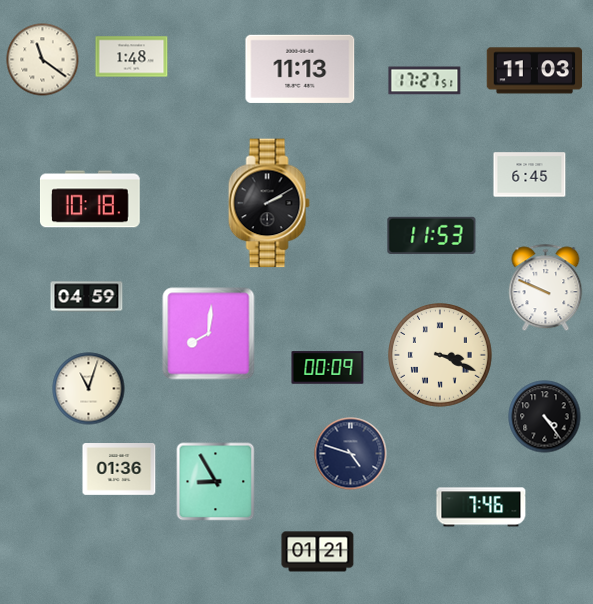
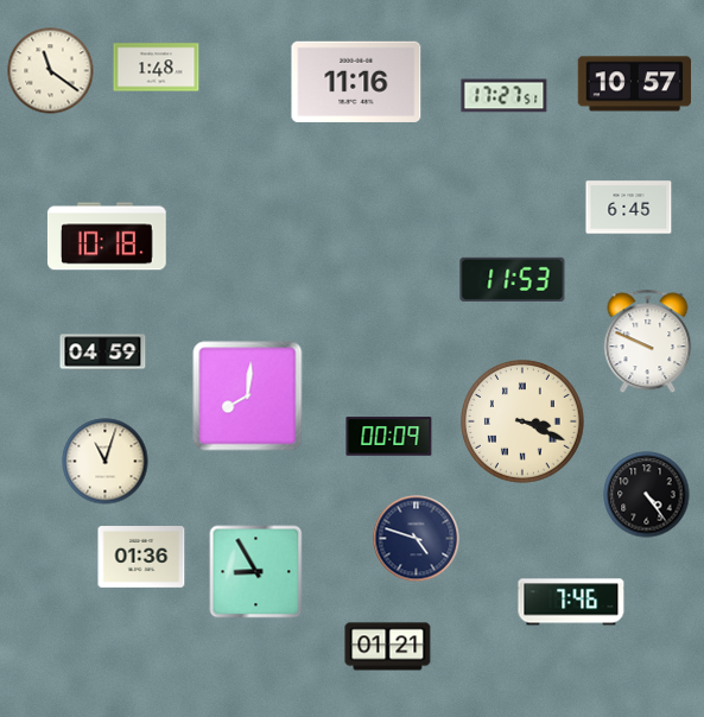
clock at (300, 69): 11:13 -> 11:16
clock at (535, 71): 11:03 -> 10:57
clock at (269, 203): 2:10 -> none
clock at (318, 552) position: (318, 552) -> (388, 647)
